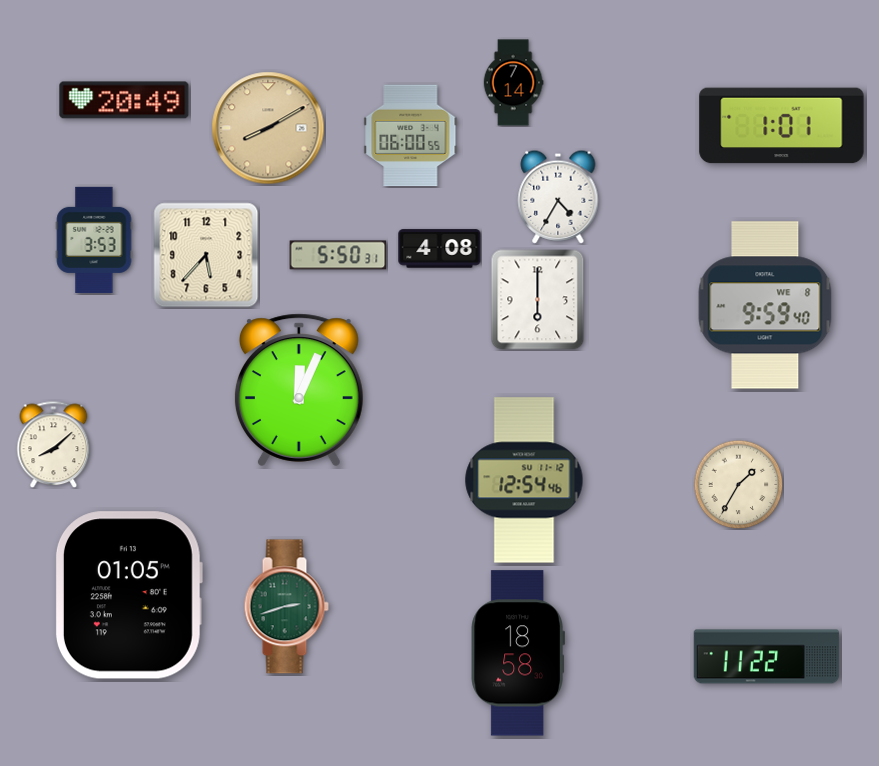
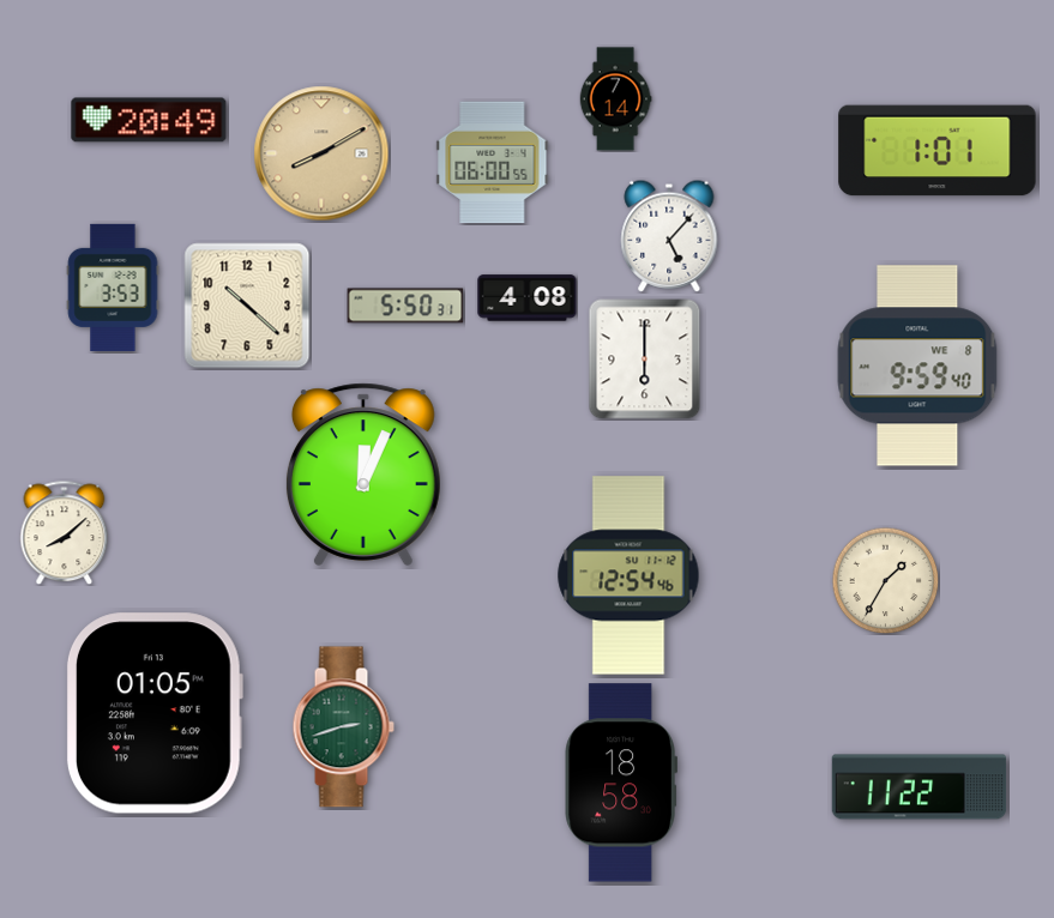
clock at (558, 197): 4:35 -> 5:07
clock at (206, 255): 5:37 -> 10:22
clock at (299, 390) position: (299, 390) -> (363, 475)
